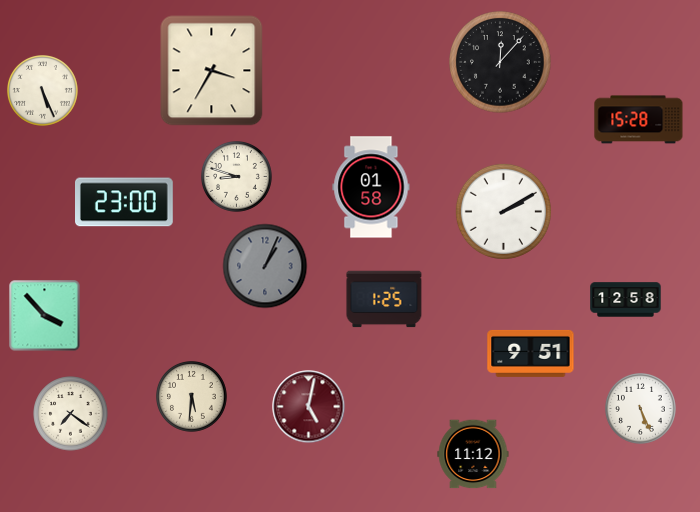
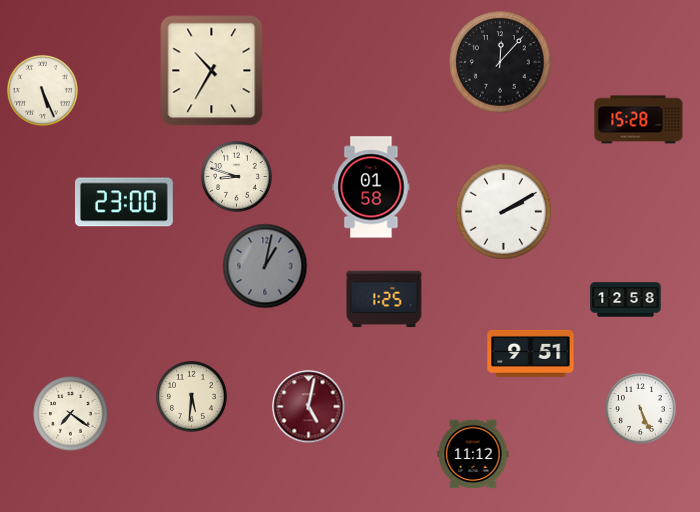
clock at (212, 71): 3:35 -> 10:35
clock at (265, 266): 1:04 -> 1:02
clock at (45, 316): 3:53 -> none
